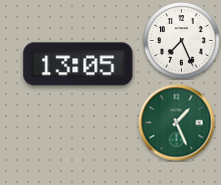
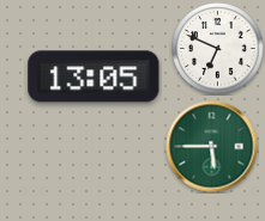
clock at (182, 41): 7:26 -> 6:49
clock at (177, 123): 1:26 -> 5:45
